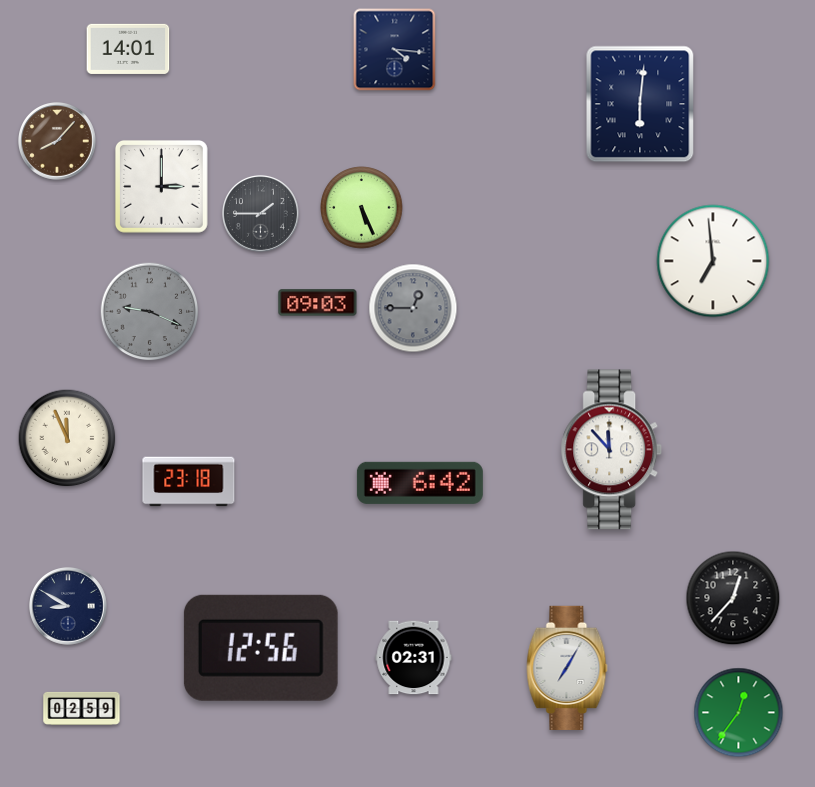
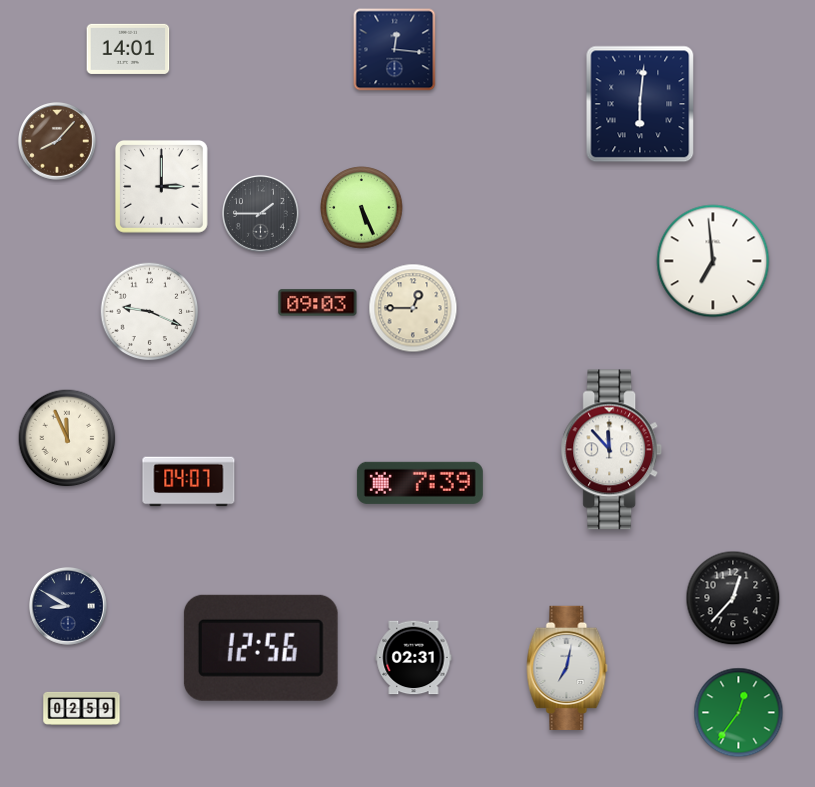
clock at (395, 50): 4:16 -> 12:16
clock at (413, 308) dial: grey -> cream
clock at (150, 312) dial: grey -> white
clock at (189, 482): 23:18 -> 04:07
clock at (420, 483): 6:42 -> 7:39
clock at (567, 668): 7:05 -> 7:02
